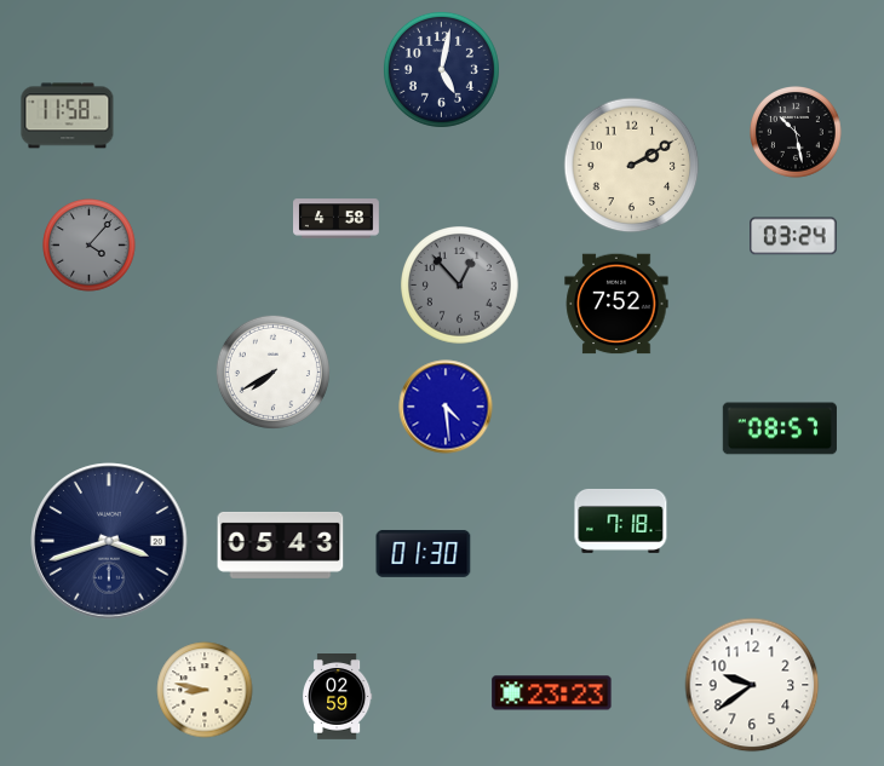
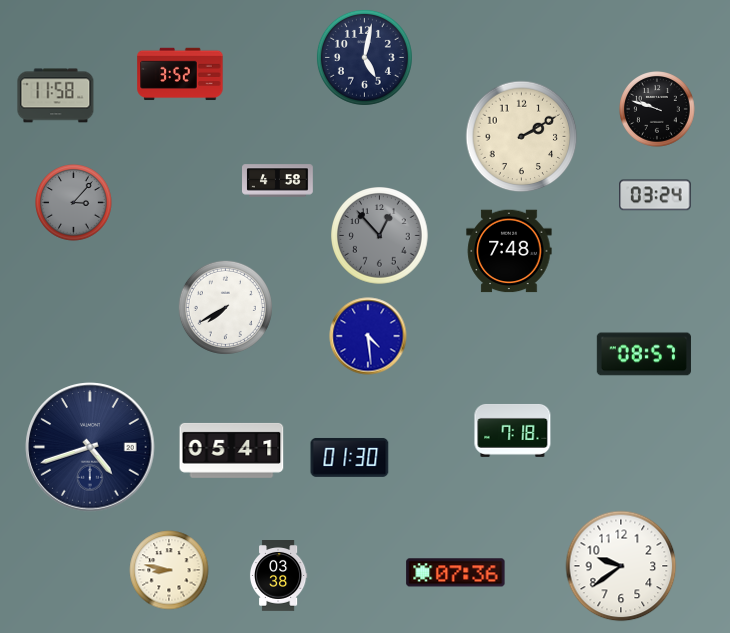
clock at (180, 74): none -> 3:52
clock at (797, 133): 10:28 -> 9:48
clock at (90, 246): 4:07 -> 3:07
clock at (616, 304): 7:52 -> 7:48
clock at (109, 541): 3:42 -> 4:42
clock at (281, 545): 05:43 -> 05:41
clock at (552, 693): 23:23 -> 07:36
clock at (337, 697): 02:59 -> 03:38
